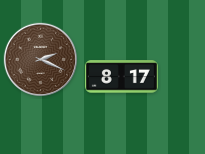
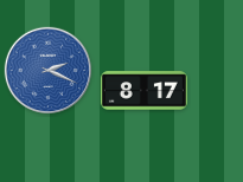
clock at (40, 59) dial: brown -> blue
